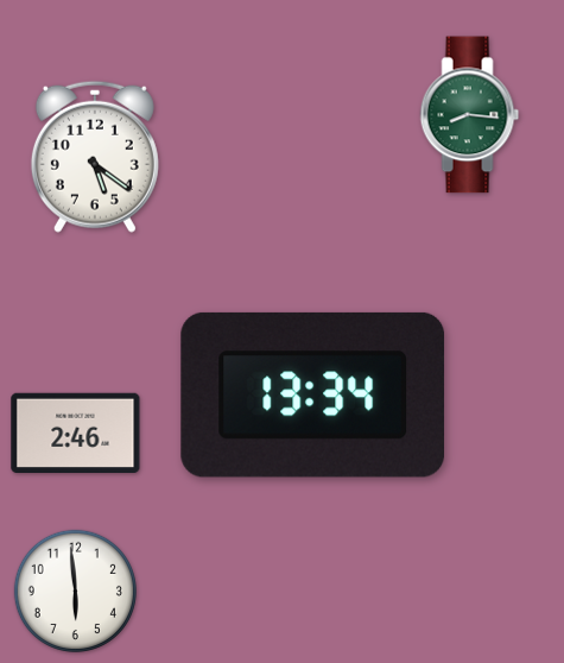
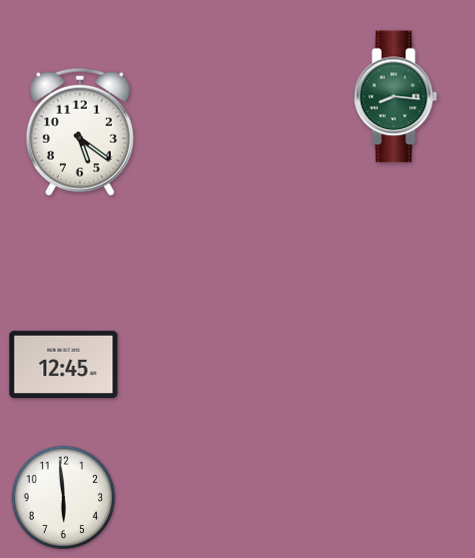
clock at (313, 394): 13:34 -> none
clock at (76, 432): 2:46 -> 12:45
